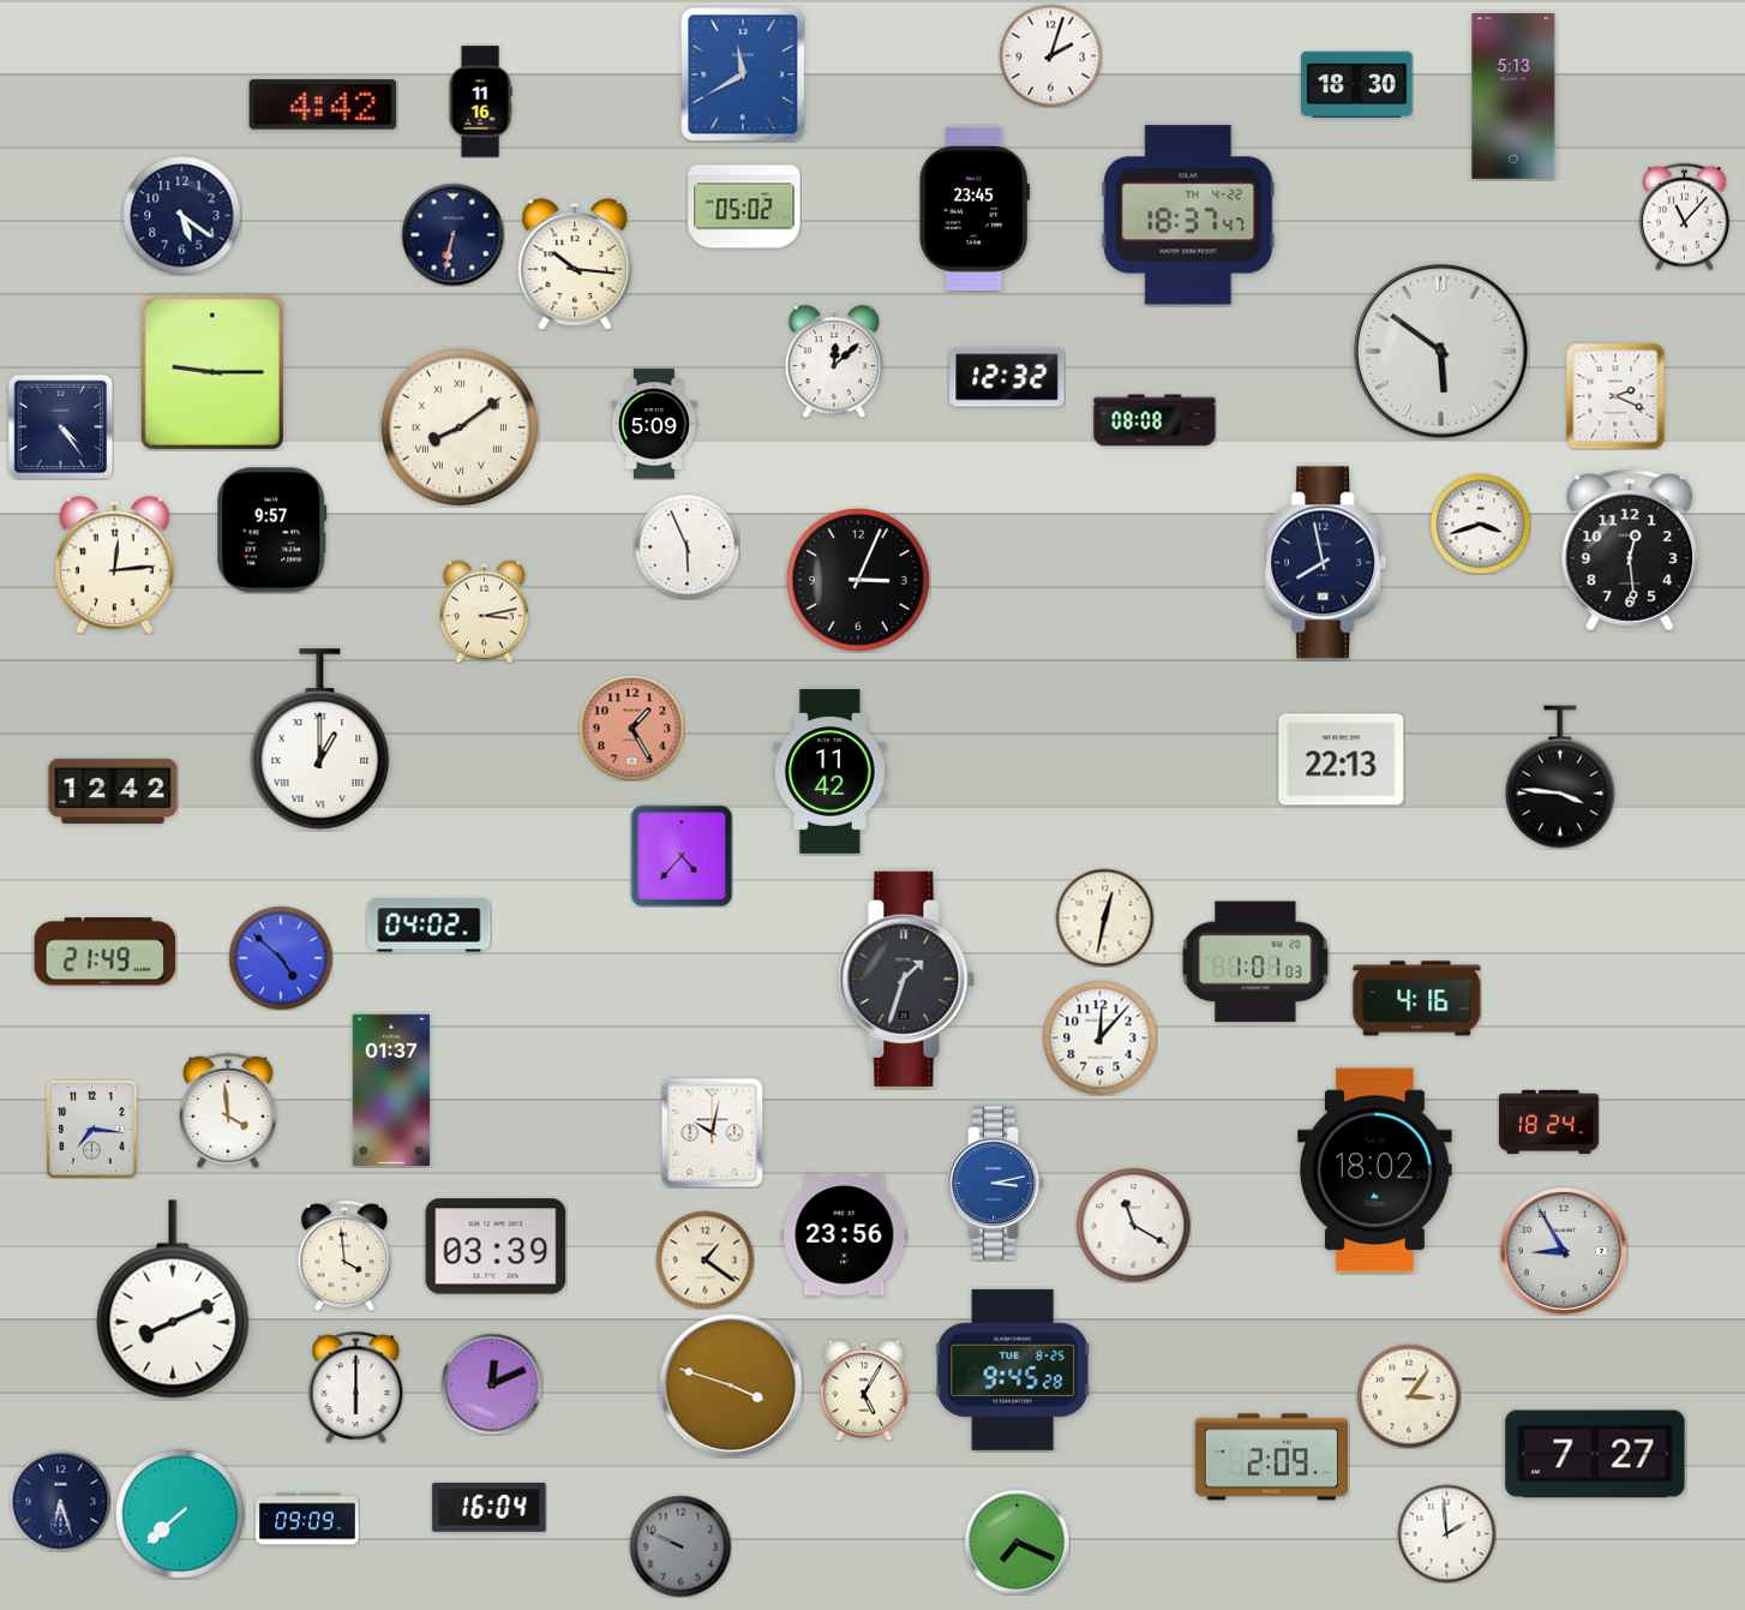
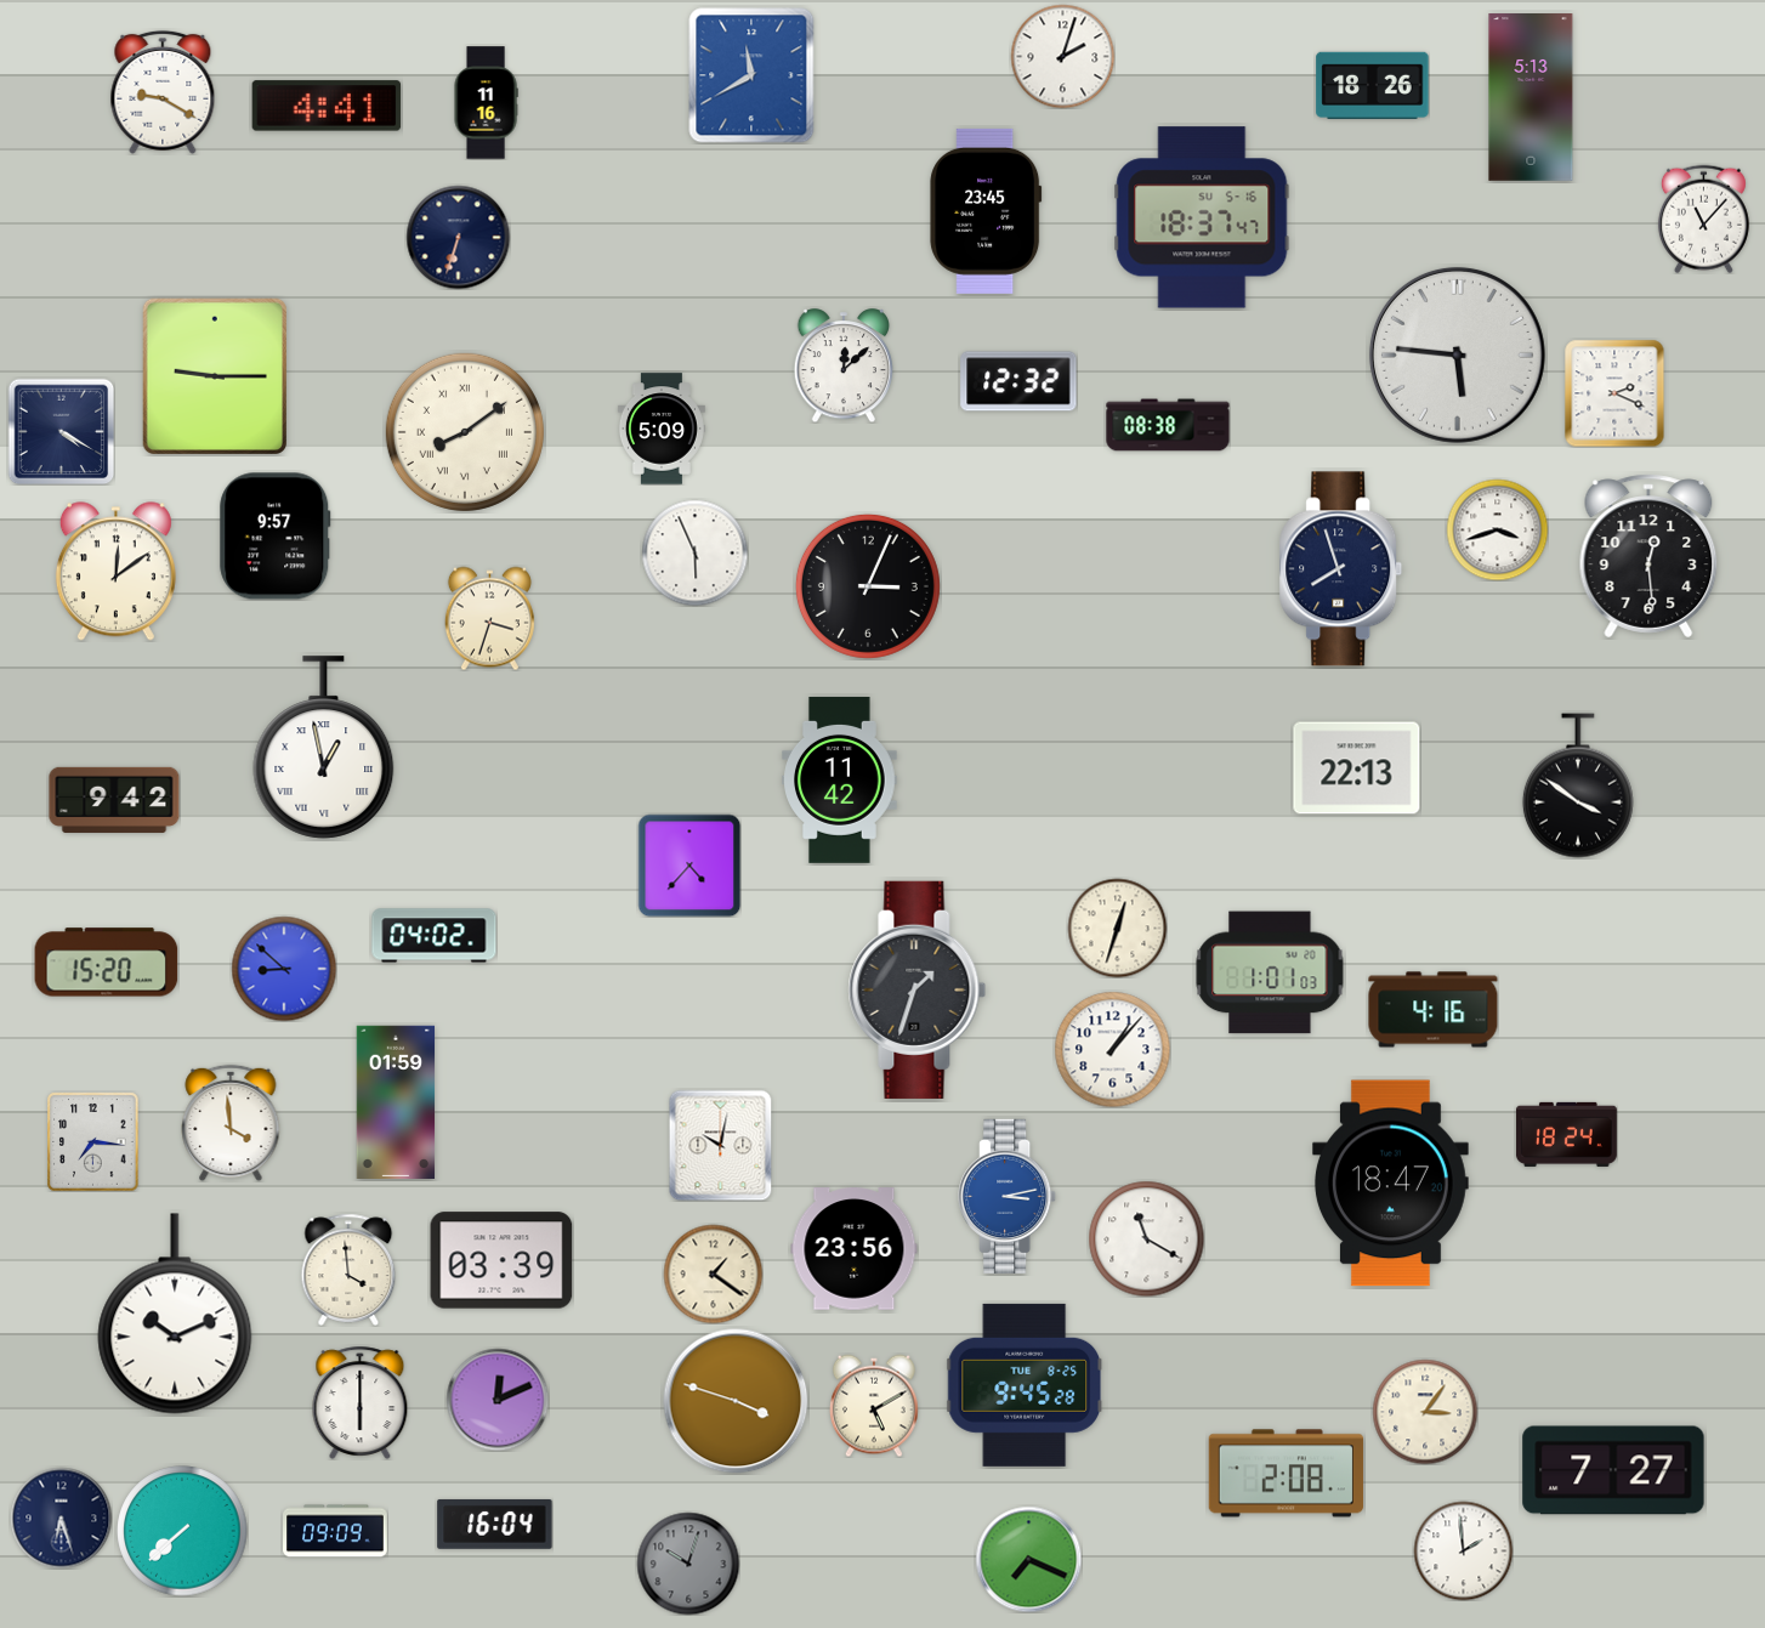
clock at (1357, 84): 18:30 -> 18:26
clock at (163, 92): none -> 9:20
clock at (323, 104): 4:42 -> 4:41
clock at (744, 207): 05:02 -> none
clock at (1188, 215) date: TH 4-22 -> SU 5-16
clock at (182, 216): 5:21 -> none
clock at (452, 234): 6:32 -> 6:33
clock at (575, 264): 10:16 -> none
clock at (1440, 351): 5:51 -> 5:46
clock at (1615, 396) position: (1615, 396) -> (1614, 393)
clock at (1155, 420): 08:08 -> 08:38
clock at (60, 426): 4:24 -> 4:20
clock at (1326, 563): 7:58 -> 7:57
clock at (114, 565): 12:14 -> 12:09
clock at (484, 611): 3:13 -> 3:33
clock at (631, 728): 1:25 -> none
clock at (320, 740): 1:00 -> 12:58
clock at (1560, 777): 3:46 -> 3:51
clock at (113, 791): 12:42 -> 9:42
clock at (1104, 917): 12:32 -> 12:33
clock at (106, 952): 21:49 -> 15:20
clock at (281, 958): 4:52 -> 8:52
clock at (1099, 1037): 12:07 -> 1:07
clock at (391, 1089): 01:37 -> 01:59
clock at (1374, 1171): 18:02 -> 18:47
clock at (1564, 1251): 8:55 -> none
clock at (173, 1299): 8:11 -> 10:11
clock at (731, 1385) position: (731, 1385) -> (736, 1401)
clock at (864, 1390): 5:05 -> 5:10
clock at (1271, 1458): 2:09 -> 2:08
clock at (307, 1519) position: (307, 1519) -> (335, 1531)
clock at (680, 1546): 9:49 -> 10:03
